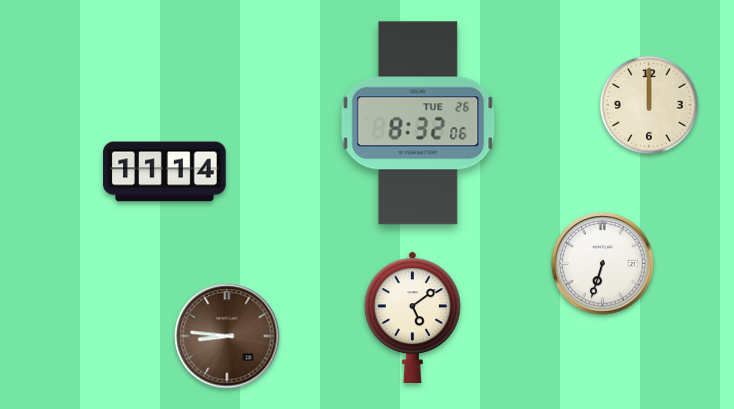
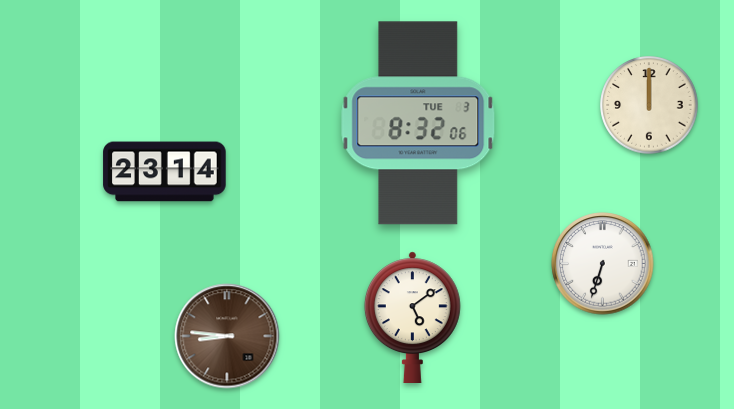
clock at (418, 123) date: TUE 26 -> TUE 3
clock at (165, 172): 11:14 -> 23:14
